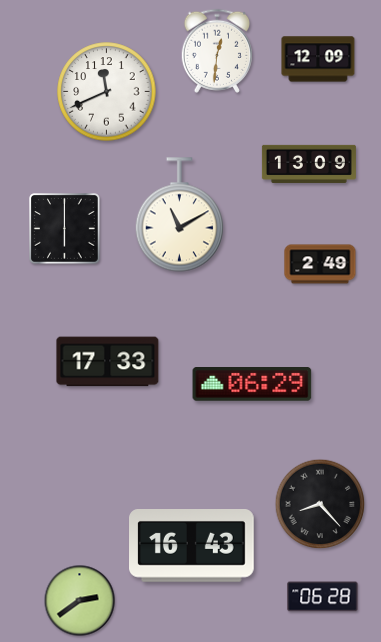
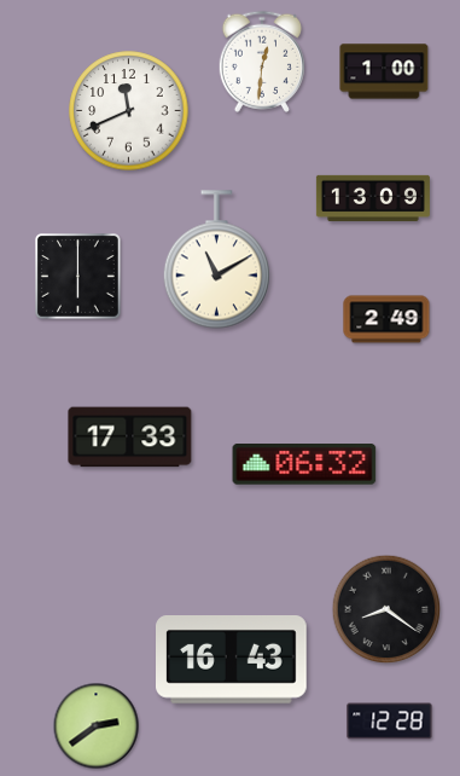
clock at (318, 59): 12:09 -> 1:00
clock at (252, 385): 06:29 -> 06:32
clock at (320, 504): 8:23 -> 8:21
clock at (323, 597): 06:28 -> 12:28
